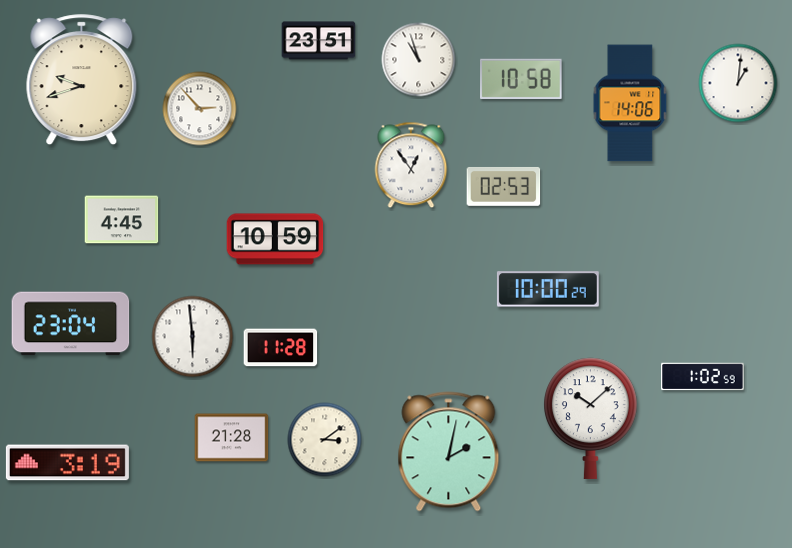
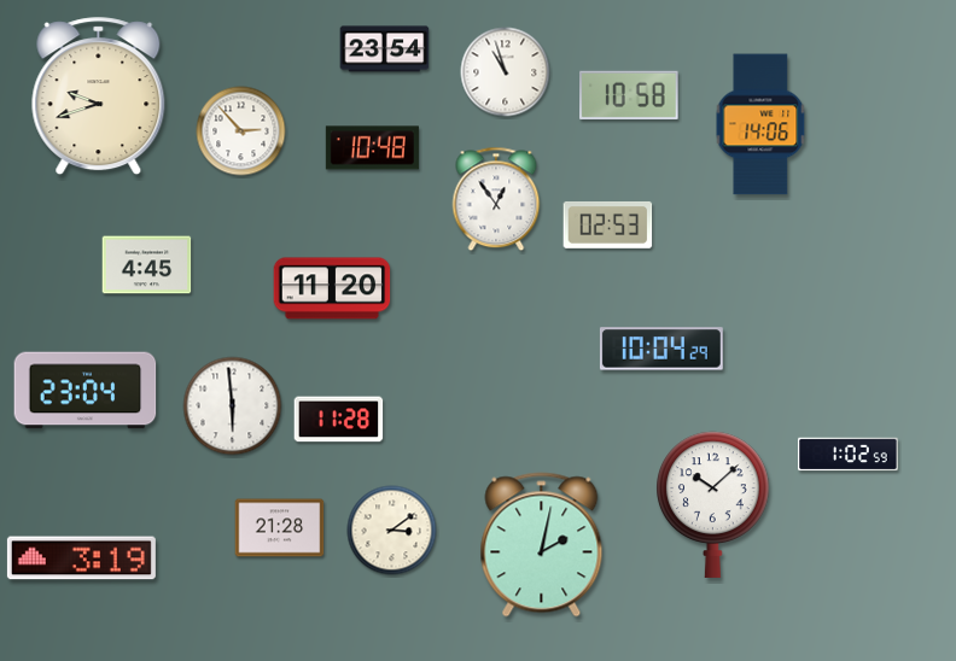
clock at (319, 41): 23:51 -> 23:54
clock at (738, 83): 1:01 -> none
clock at (372, 148): none -> 10:48
clock at (275, 239): 10:59 -> 11:20
clock at (548, 289): 10:00 -> 10:04
